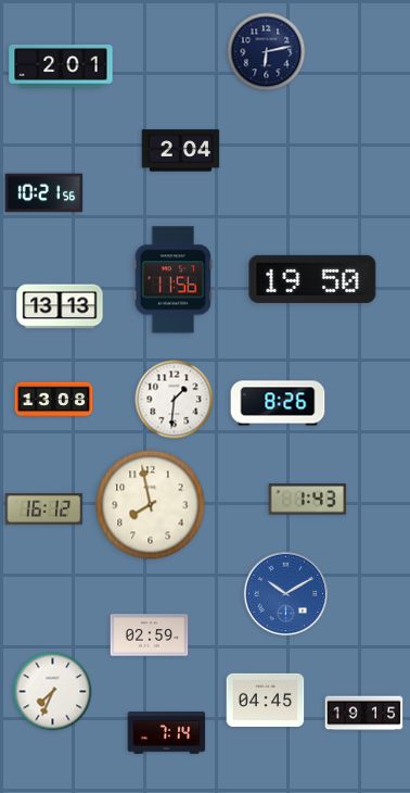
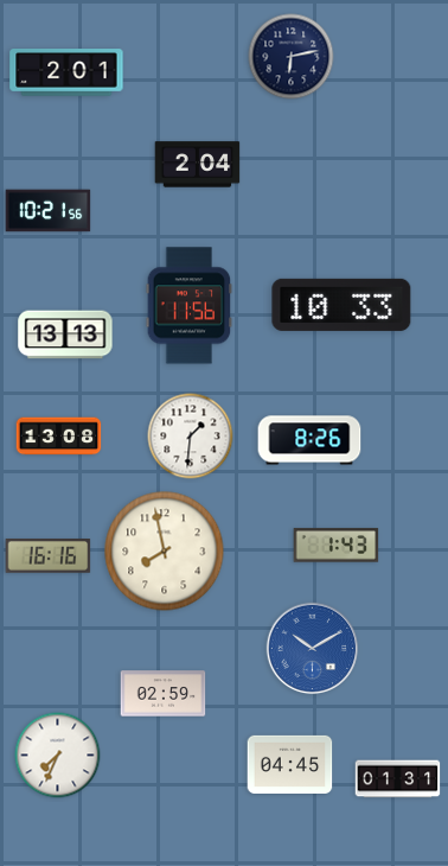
clock at (312, 279): 19:50 -> 10:33
clock at (278, 403) position: (278, 403) -> (309, 440)
clock at (44, 509): 16:12 -> 16:16
clock at (364, 714): 19:15 -> 01:31
clock at (167, 733): 7:14 -> none
